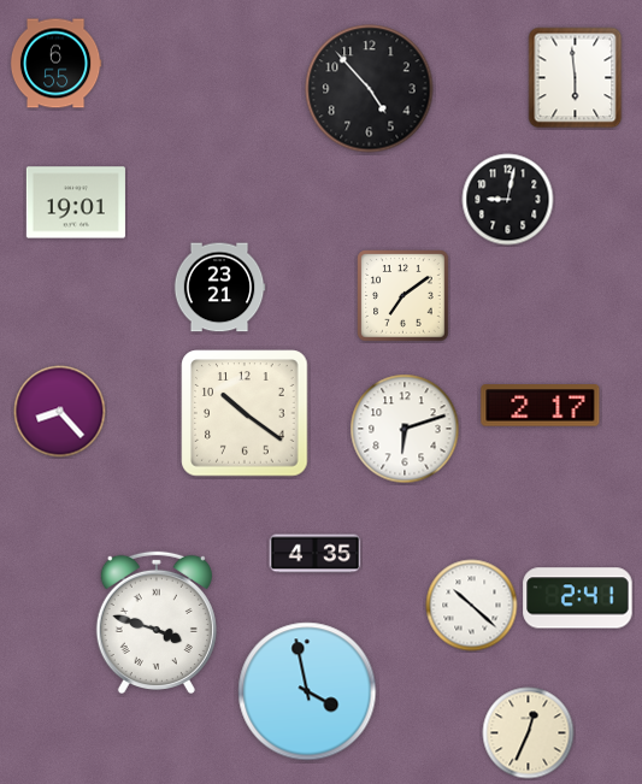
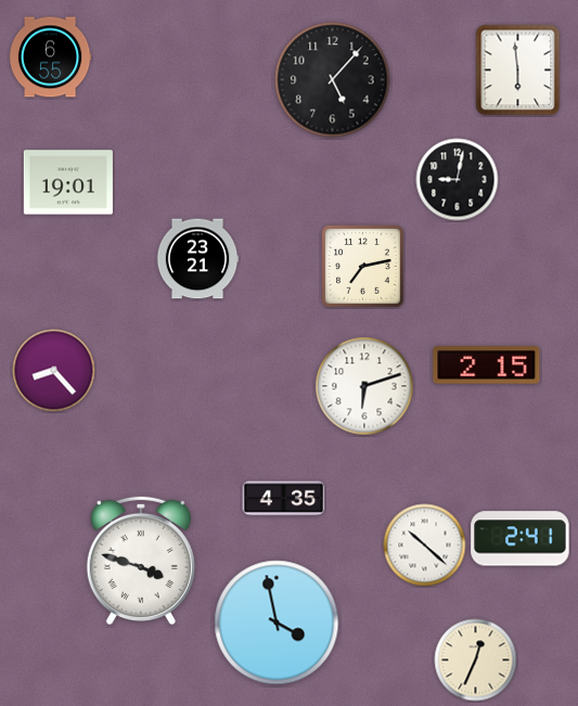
clock at (370, 89): 4:53 -> 5:07
clock at (404, 296): 7:09 -> 7:13
clock at (541, 406): 2:17 -> 2:15
clock at (245, 413): 10:21 -> none
